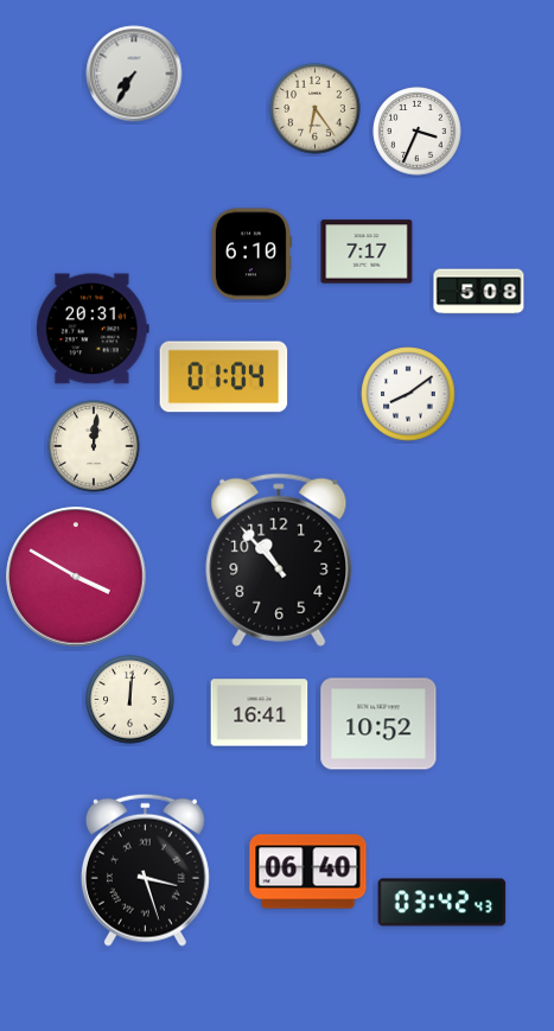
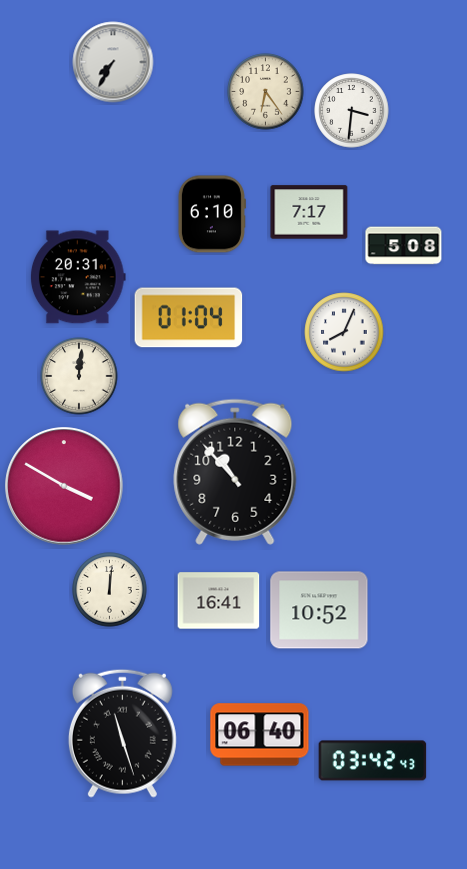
clock at (418, 132): 3:34 -> 3:31
clock at (408, 394): 8:09 -> 8:04
clock at (145, 870): 3:27 -> 11:27
